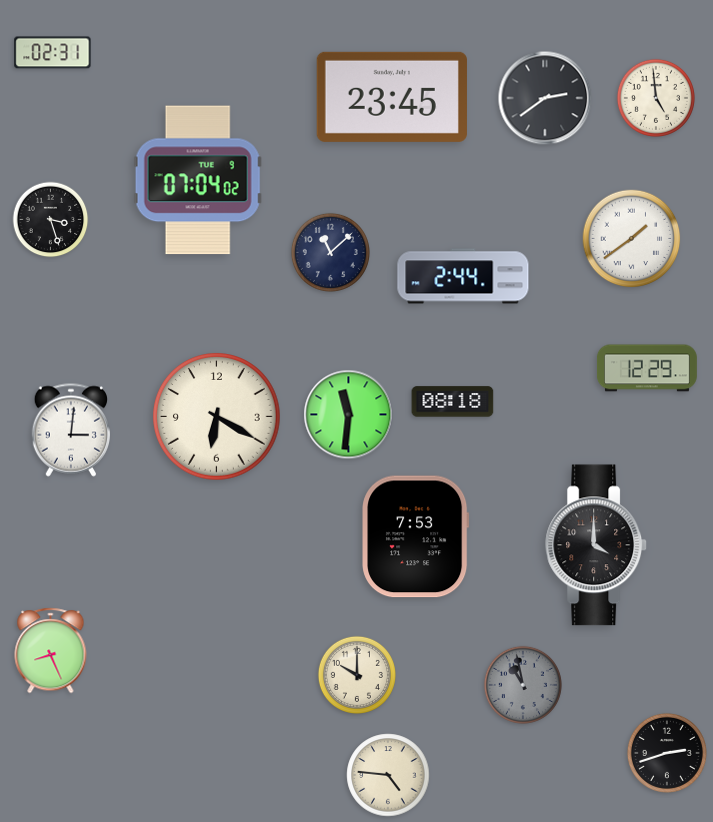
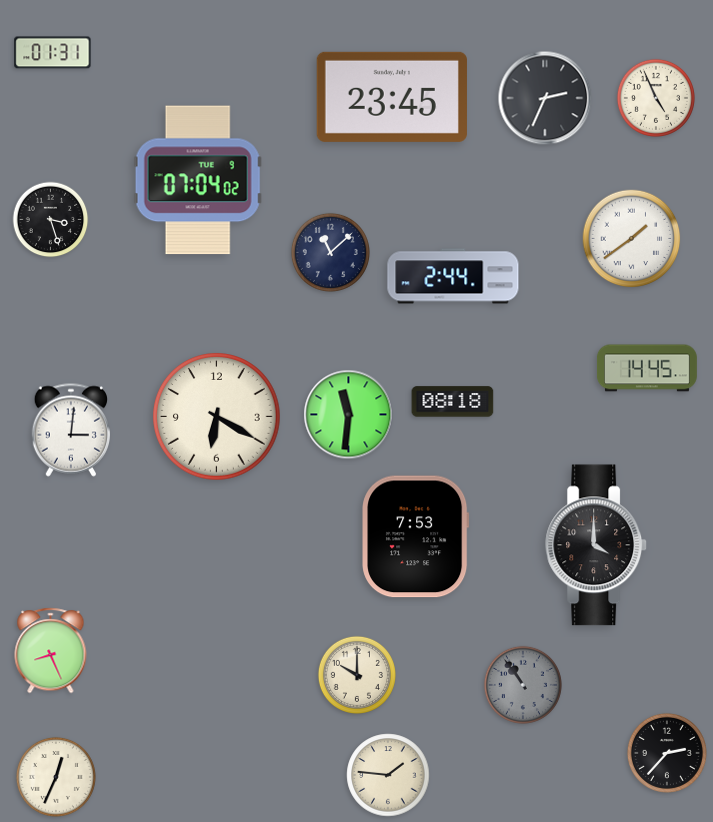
clock at (53, 53): 02:31 -> 01:31
clock at (545, 98): 2:39 -> 2:34
clock at (656, 98): 4:59 -> 4:56
clock at (463, 276) position: (463, 276) -> (453, 276)
clock at (647, 368): 12:29 -> 14:45
clock at (523, 685): 10:58 -> 10:54
clock at (667, 753): 2:42 -> 2:37
clock at (388, 775): 4:46 -> 1:46
clock at (56, 777): none -> 12:34
